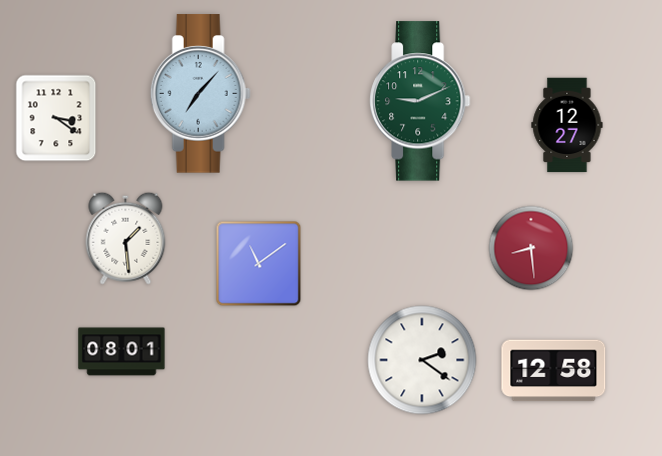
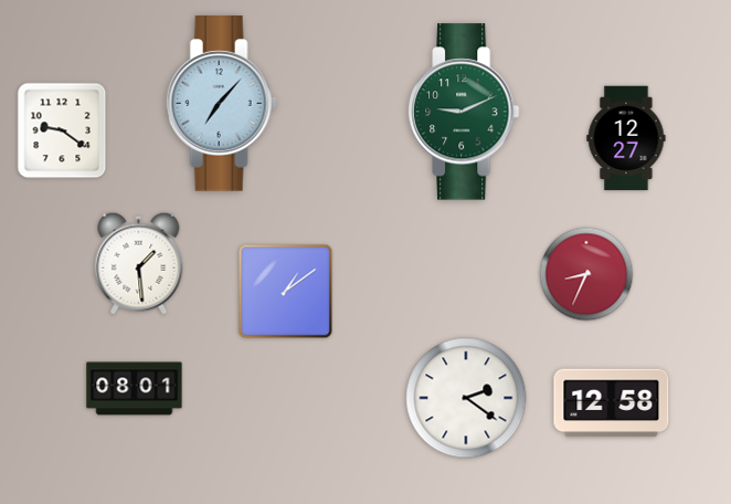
clock at (56, 118): 3:21 -> 9:21
clock at (531, 248): 8:29 -> 8:34
clock at (259, 264): 11:09 -> 1:09
clock at (554, 371) position: (554, 371) -> (612, 403)
